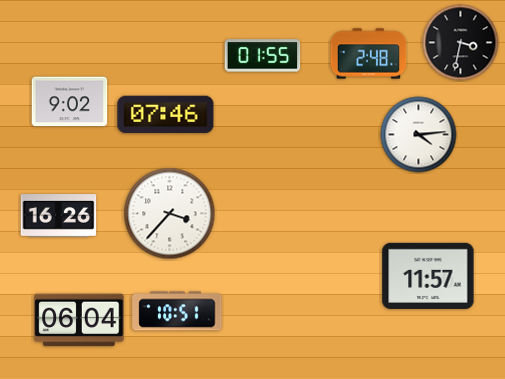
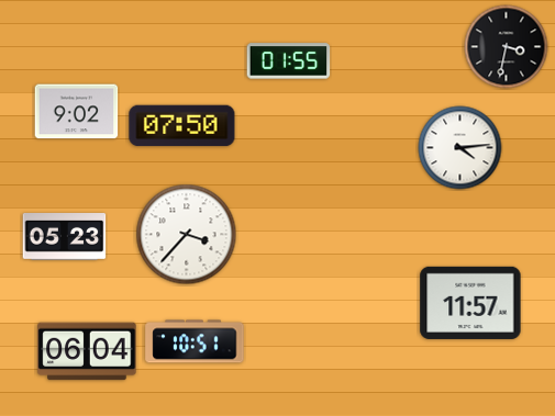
clock at (369, 54): 2:48 -> none
clock at (166, 115): 07:46 -> 07:50
clock at (59, 216): 16:26 -> 05:23
